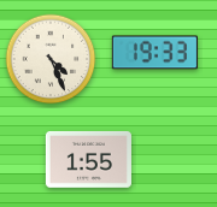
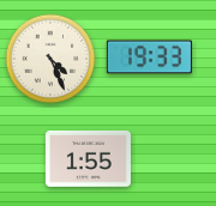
clock at (154, 53) position: (154, 53) -> (149, 57)
